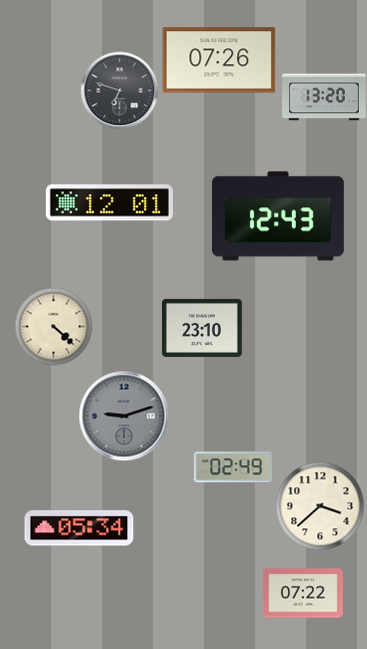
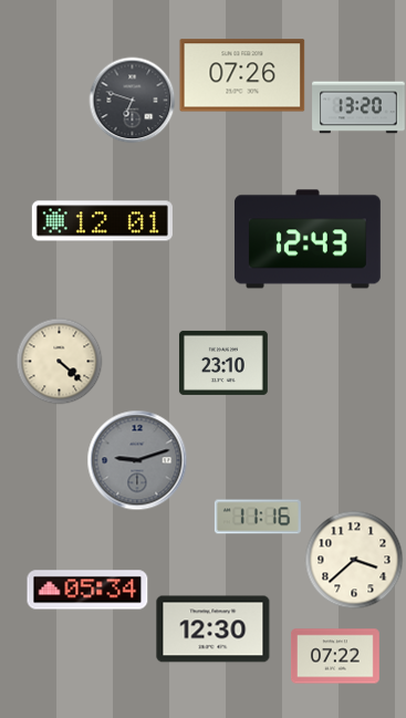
clock at (219, 60) position: (219, 60) -> (242, 75)
clock at (109, 203) position: (109, 203) -> (102, 221)
clock at (233, 467): 02:49 -> 11:16
clock at (79, 528) position: (79, 528) -> (87, 590)
clock at (214, 629): none -> 12:30
